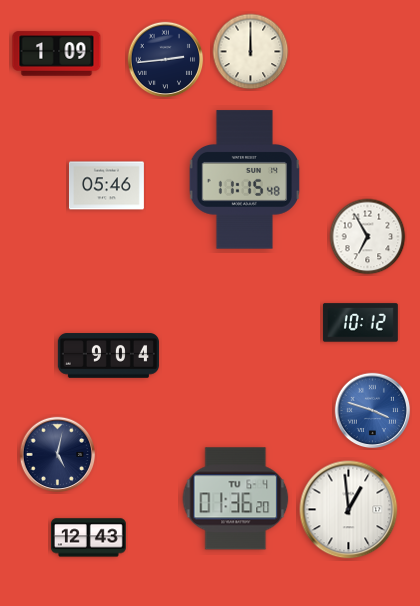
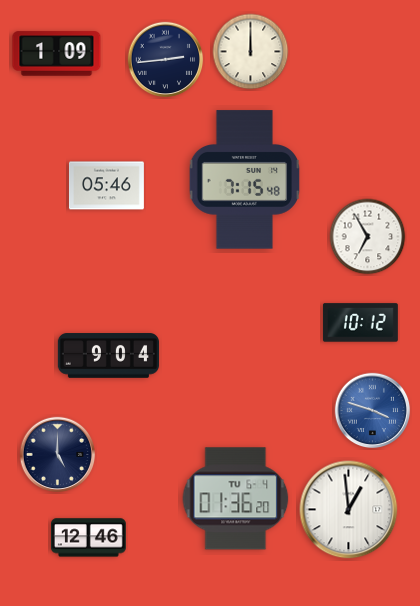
clock at (245, 180): 11:15 -> 7:15
clock at (58, 455): 5:02 -> 5:00
clock at (88, 538): 12:43 -> 12:46
